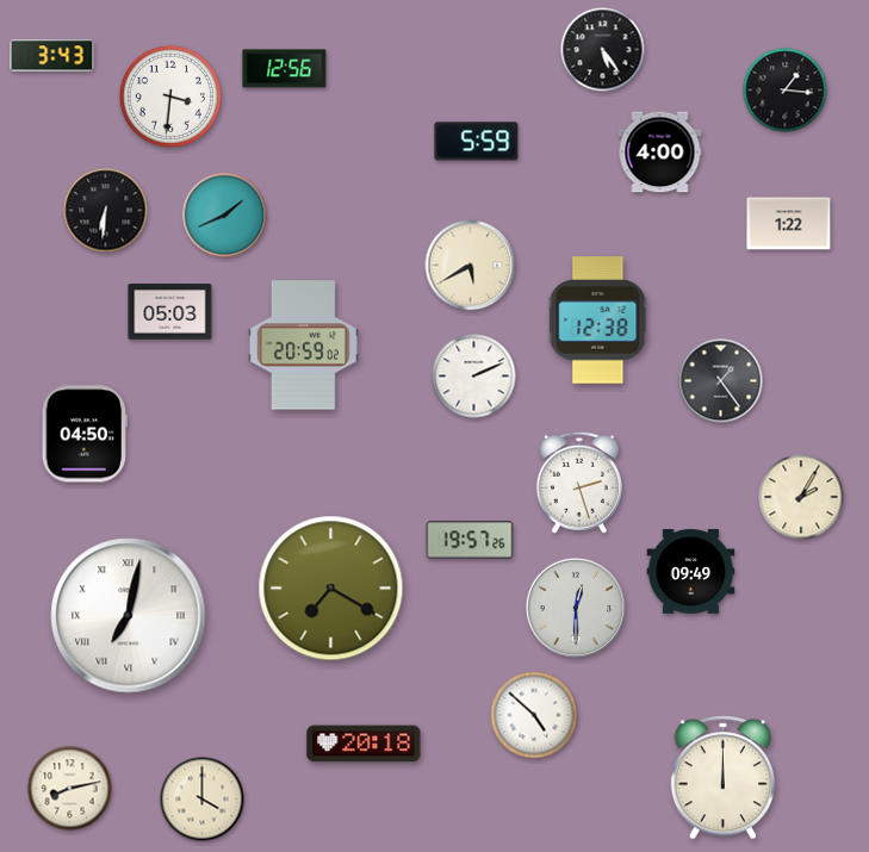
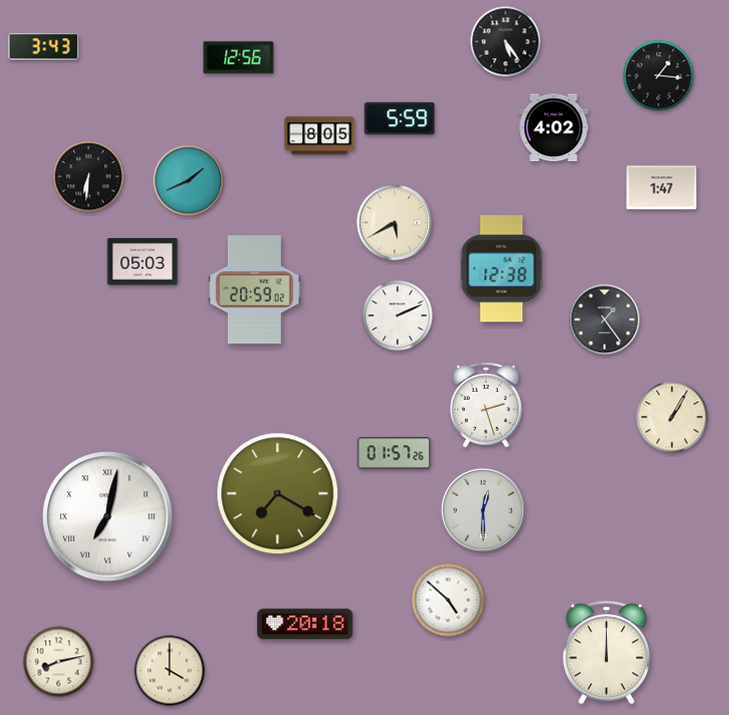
clock at (170, 97): 3:31 -> none
clock at (660, 153): 4:00 -> 4:02
clock at (320, 136): none -> 8:05
clock at (789, 224): 1:22 -> 1:47
clock at (83, 434): 04:50 -> none
clock at (801, 497): 2:05 -> 1:05
clock at (470, 540): 19:57 -> 01:57
clock at (691, 572): 09:49 -> none
